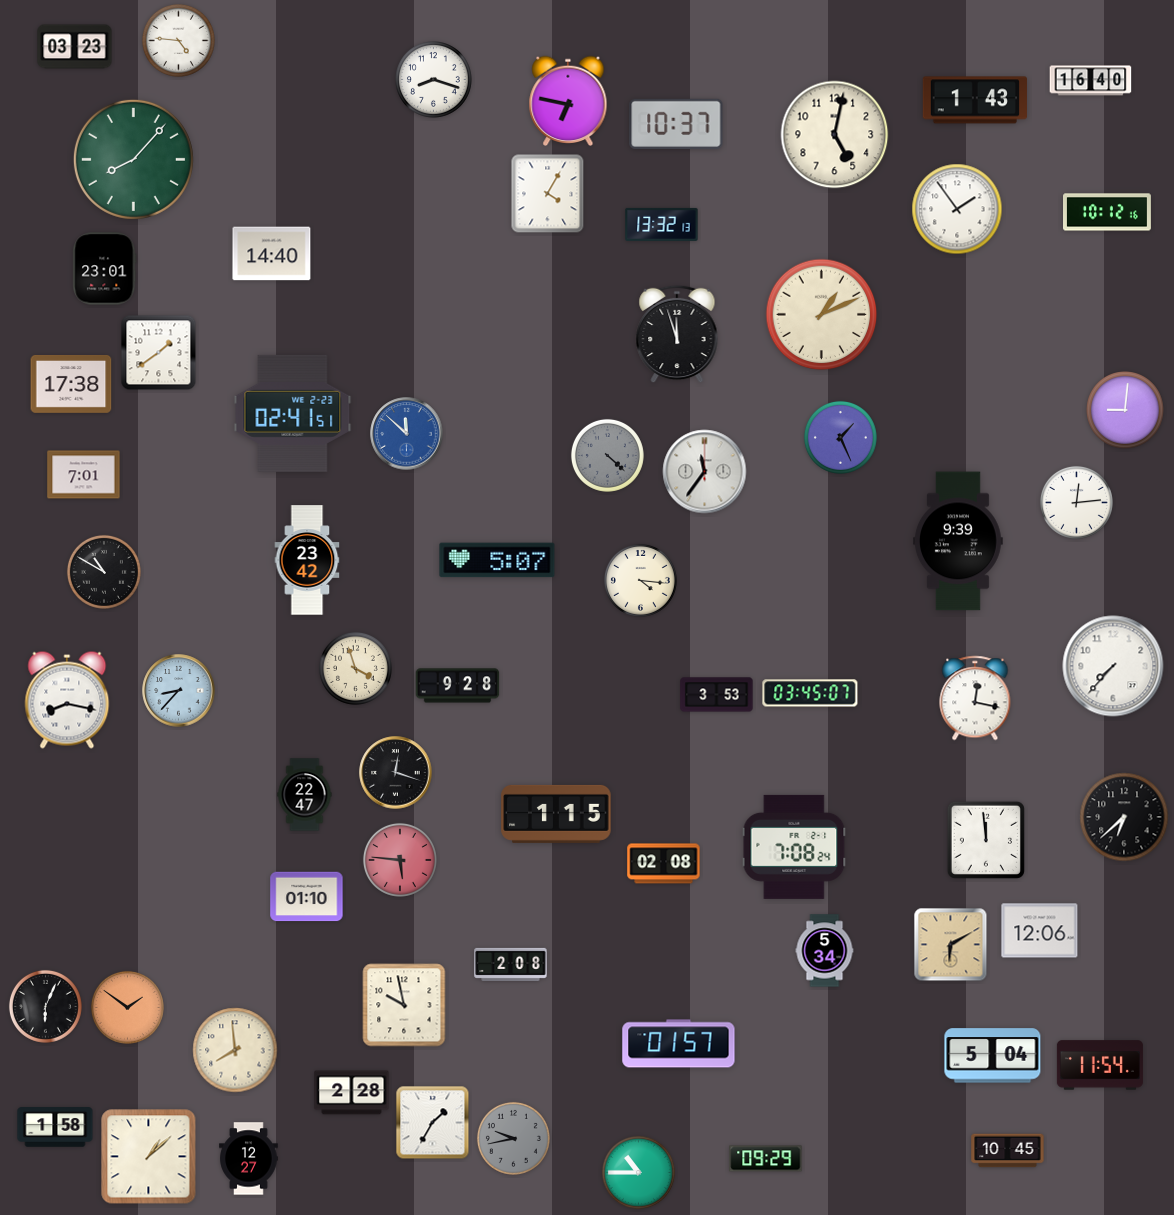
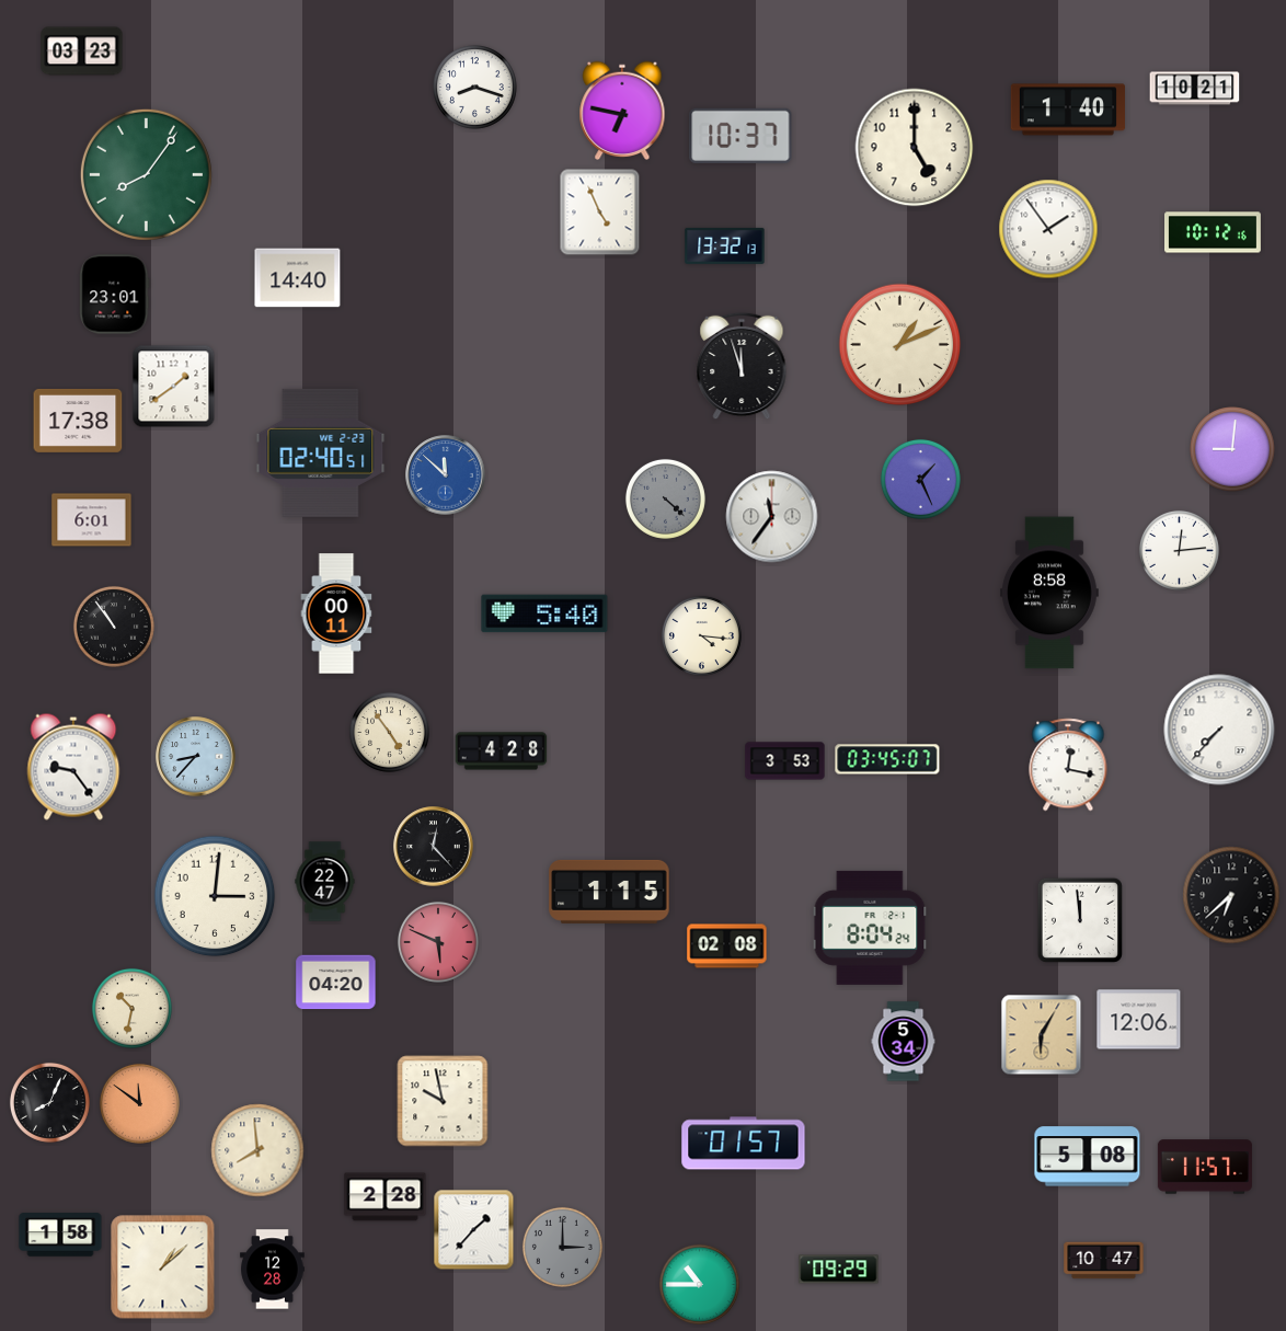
clock at (178, 40): 4:46 -> none
clock at (1091, 81): 16:40 -> 10:21
clock at (975, 100): 1:43 -> 1:40
clock at (835, 135): 5:02 -> 5:00
clock at (133, 159): 8:07 -> 8:06
clock at (548, 194): 4:05 -> 4:56
clock at (293, 413): 02:41 -> 02:40
clock at (84, 475): 7:01 -> 6:01
clock at (959, 541): 9:39 -> 8:58
clock at (307, 560): 23:42 -> 00:11
clock at (497, 560): 5:07 -> 5:40
clock at (104, 572): 10:50 -> 10:54
clock at (355, 668): 3:57 -> 4:54
clock at (458, 686): 9:28 -> 4:28
clock at (67, 700): 8:17 -> 9:24
clock at (396, 773): 12:18 -> 12:23
clock at (305, 795) position: (305, 795) -> (325, 882)
clock at (215, 896): none -> 3:01
clock at (794, 847): 7:08 -> 8:04
clock at (400, 860): 5:46 -> 5:49
clock at (307, 897): 01:10 -> 04:20
clock at (131, 1008): none -> 10:32
clock at (951, 945): 6:10 -> 6:05
clock at (511, 964): 2:08 -> none
clock at (45, 1006): 6:04 -> 8:04
clock at (127, 1007): 1:51 -> 11:51
clock at (993, 1056): 5:04 -> 5:08
clock at (1100, 1065): 11:54 -> 11:57
clock at (433, 1123): 1:35 -> 1:37
clock at (513, 1138): 9:43 -> 3:00
clock at (1008, 1151): 10:45 -> 10:47
clock at (249, 1159): 12:27 -> 12:28
